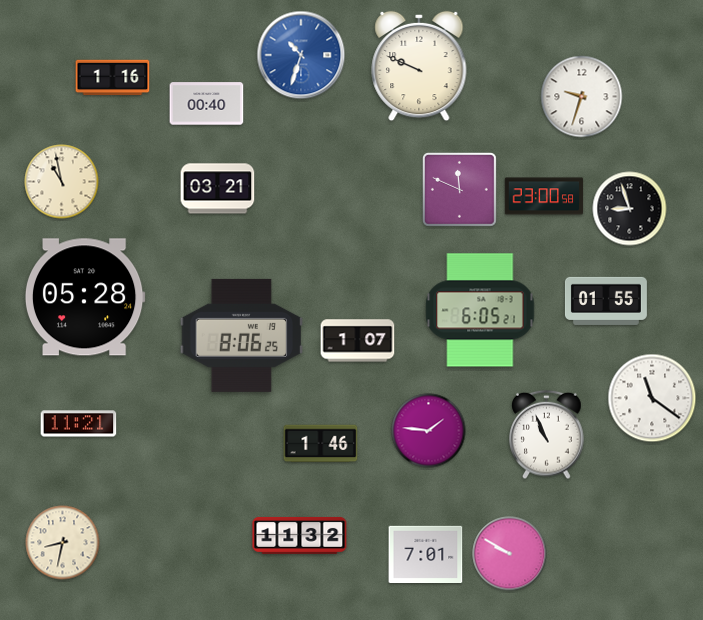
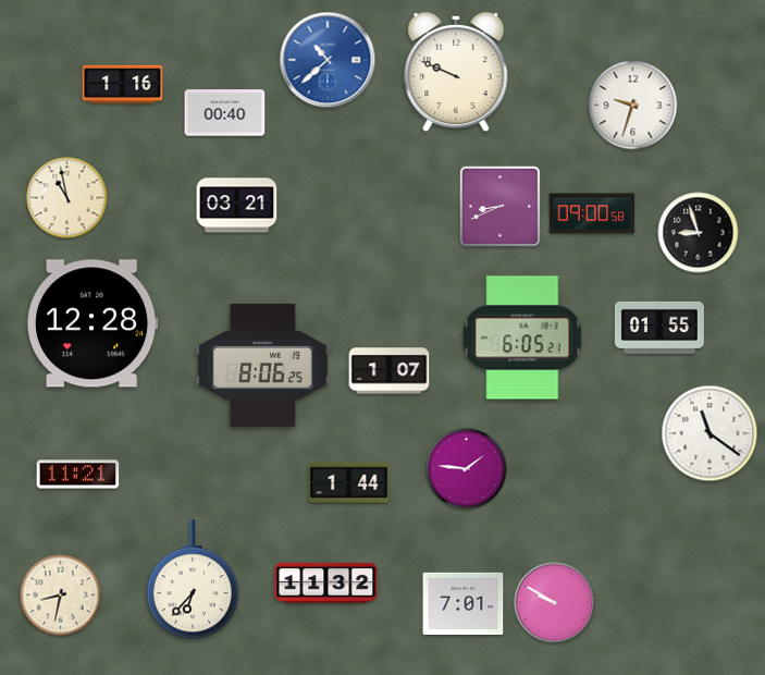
clock at (301, 55): 10:33 -> 10:38
clock at (459, 189): 11:49 -> 8:41
clock at (544, 196): 23:00 -> 09:00
clock at (630, 209) position: (630, 209) -> (699, 233)
clock at (85, 297): 05:28 -> 12:28
clock at (79, 424) position: (79, 424) -> (78, 475)
clock at (547, 435): 10:56 -> none
clock at (321, 444): 1:46 -> 1:44
clock at (192, 580): none -> 6:37
clock at (63, 543) position: (63, 543) -> (61, 596)
